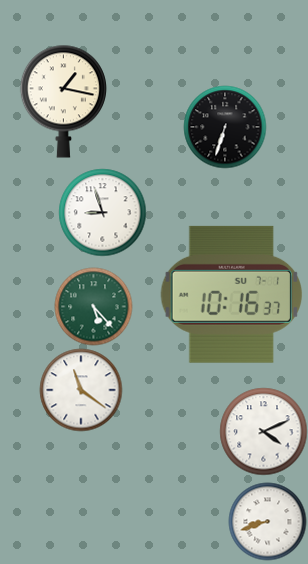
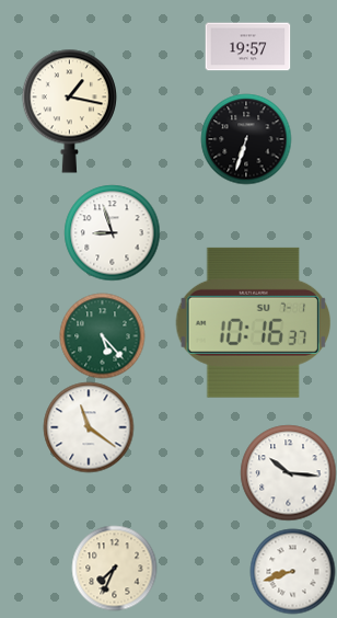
clock at (247, 47): none -> 19:57
clock at (263, 431): 4:11 -> 10:16
clock at (114, 568): none -> 7:34
